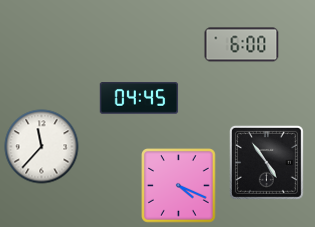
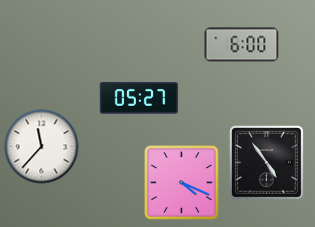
clock at (139, 98): 04:45 -> 05:27
clock at (179, 186) position: (179, 186) -> (182, 183)
